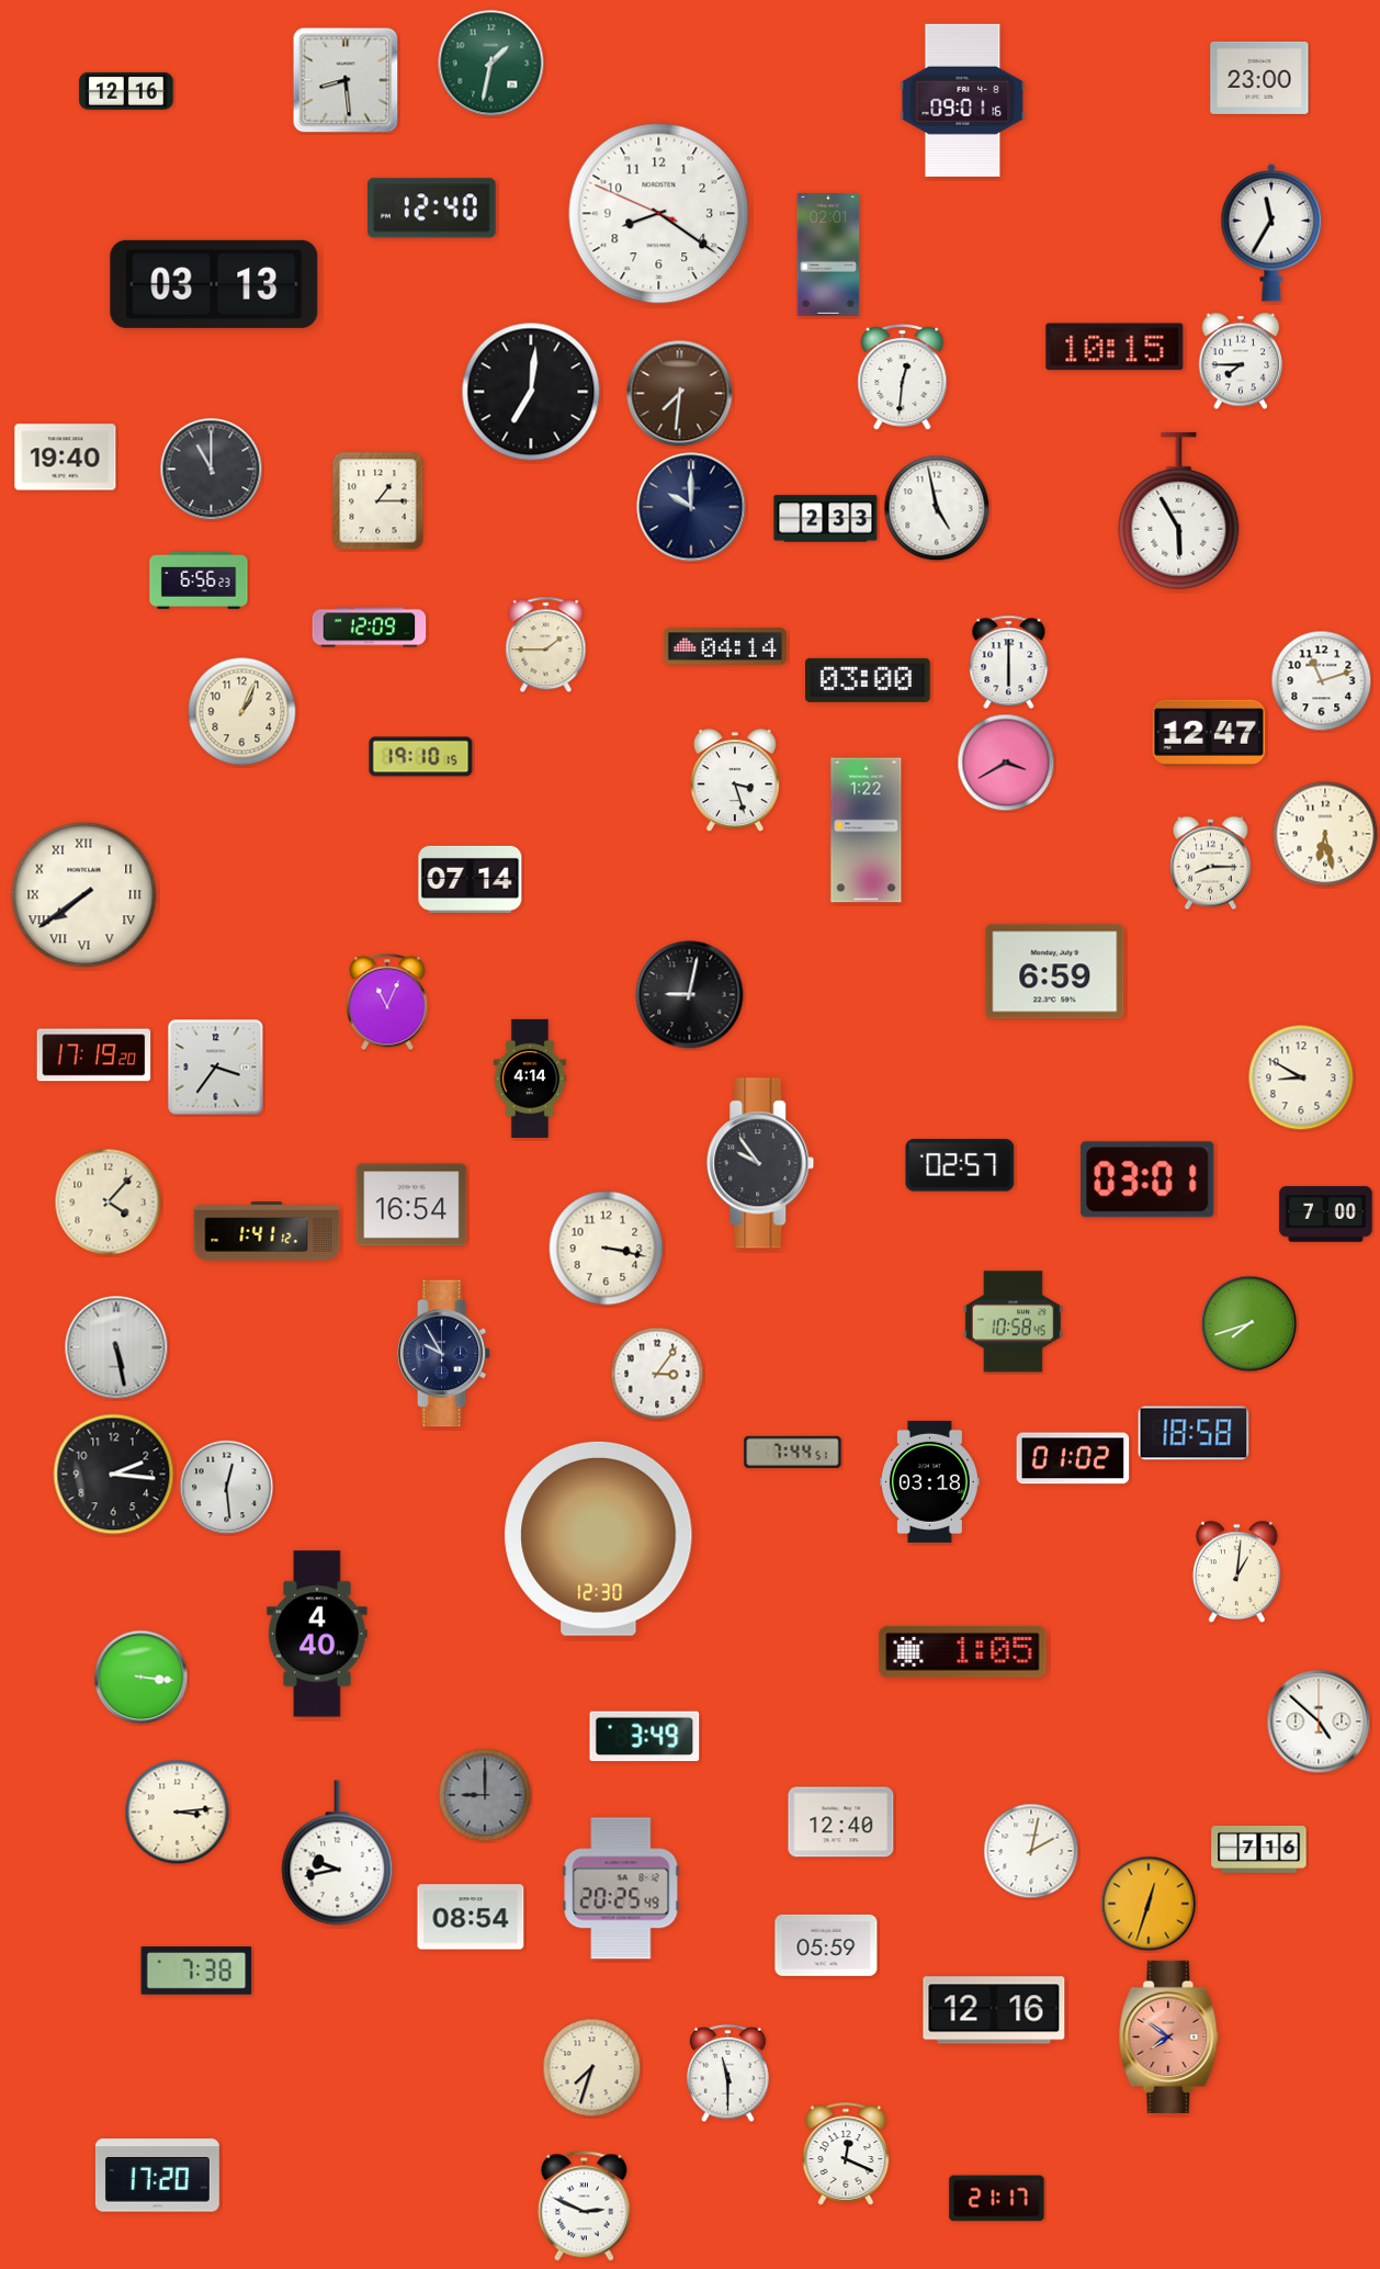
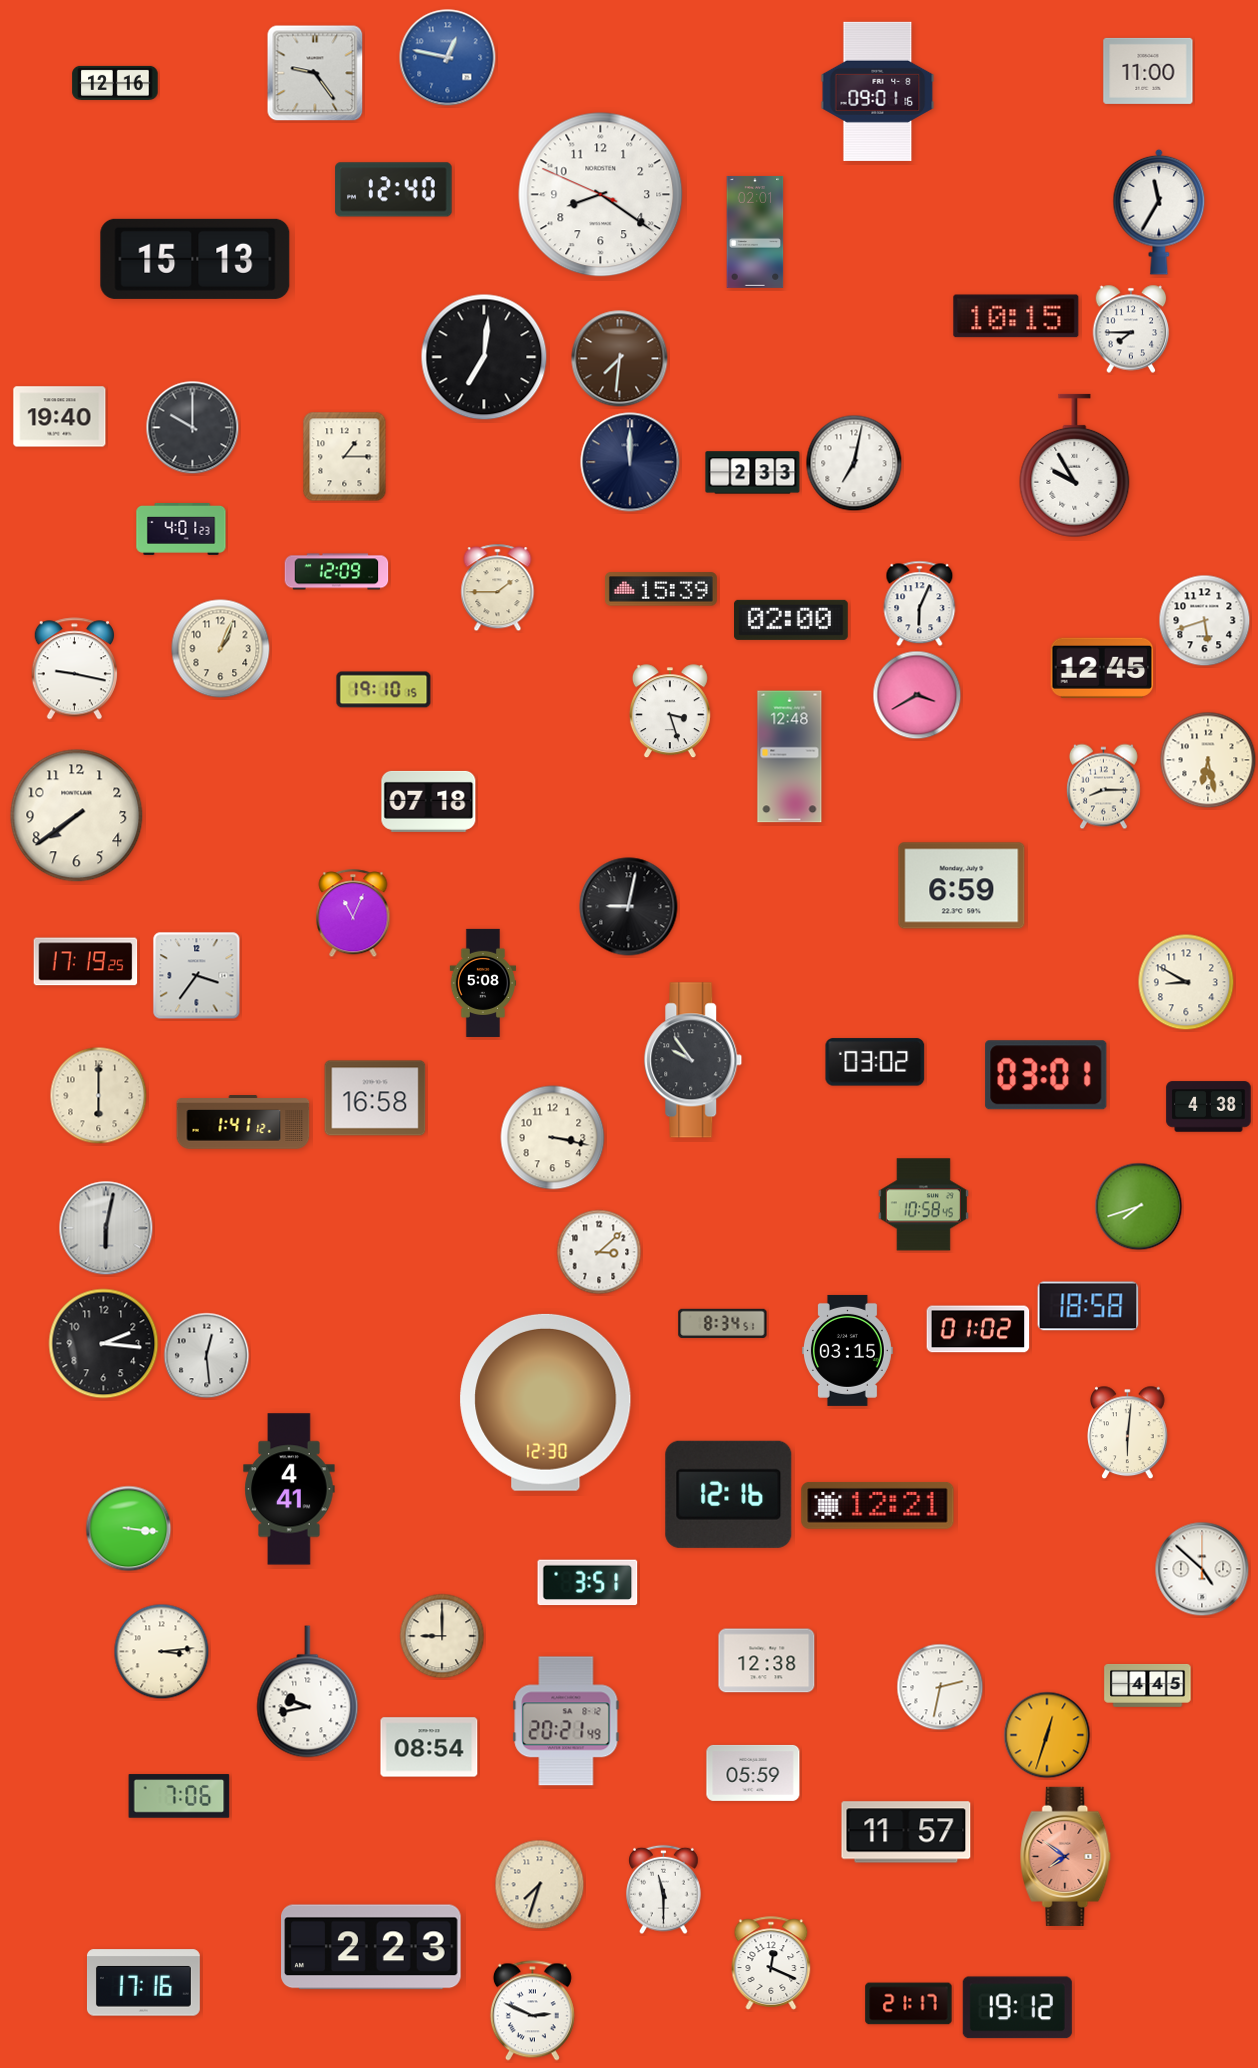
clock at (491, 64): 1:32 -> 12:47
clock at (491, 64) dial: green -> blue
clock at (1259, 78): 23:00 -> 11:00
clock at (346, 80): 8:29 -> 9:24
clock at (214, 284): 03:13 -> 15:13
clock at (903, 377): 12:31 -> none
clock at (212, 470): 11:00 -> 10:00
clock at (691, 507): 10:00 -> 12:00
clock at (937, 508): 4:58 -> 7:02
clock at (1179, 511): 5:55 -> 9:55
clock at (199, 580): 6:56 -> 4:01
clock at (725, 646): 04:14 -> 15:39
clock at (1009, 663): 6:00 -> 6:04
clock at (869, 680): 03:00 -> 02:00
clock at (1322, 681): 11:12 -> 5:42
clock at (1209, 733): 12:47 -> 12:45
clock at (74, 669): none -> 9:17
clock at (867, 831): 1:22 -> 12:48
clock at (471, 879): 07:14 -> 07:18
clock at (84, 895) numerals: Roman -> Arabic
clock at (94, 1056): 17:19:20 -> 17:19:25
clock at (216, 1068) position: (216, 1068) -> (197, 976)
clock at (530, 1079): 4:14 -> 5:08
clock at (960, 1165): 02:57 -> 03:02
clock at (109, 1203): 4:07 -> 6:00
clock at (411, 1205): 16:54 -> 16:58
clock at (1326, 1215): 7:00 -> 4:38
clock at (116, 1347): 5:28 -> 6:02
clock at (444, 1354): 9:55 -> none
clock at (657, 1374): 3:06 -> 3:08
clock at (793, 1452): 7:44 -> 8:34
clock at (929, 1481): 03:18 -> 03:15
clock at (1237, 1572): 1:01 -> 6:01
clock at (317, 1634): 4:40 -> 4:41
clock at (729, 1494): none -> 12:16
clock at (963, 1652): 1:05 -> 12:21
clock at (645, 1737): 3:49 -> 3:51
clock at (485, 1795) dial: grey -> cream
clock at (841, 1822): 12:40 -> 12:38
clock at (1259, 1849): 7:16 -> 4:45
clock at (1031, 1851): 2:02 -> 2:32
clock at (338, 1853) position: (338, 1853) -> (308, 1692)
clock at (621, 1888): 20:25 -> 20:21
clock at (196, 1971): 7:38 -> 7:06
clock at (994, 2010): 12:16 -> 11:57
clock at (371, 1947): none -> 2:23
clock at (157, 2176): 17:20 -> 17:16
clock at (1017, 2008): none -> 19:12
